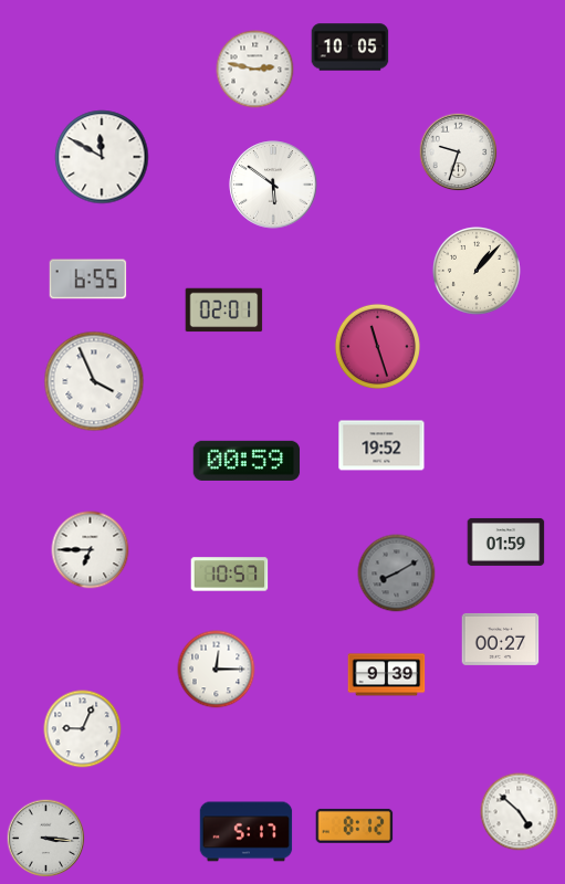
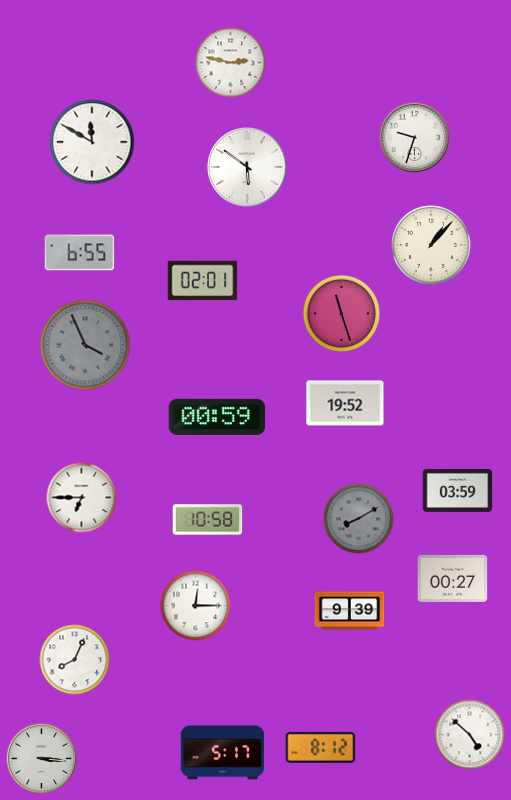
clock at (350, 48): 10:05 -> none
clock at (94, 381) dial: white -> grey
clock at (247, 461) position: (247, 461) -> (217, 417)
clock at (506, 541): 01:59 -> 03:59
clock at (230, 575): 10:57 -> 10:58
clock at (83, 729): 9:04 -> 8:04
